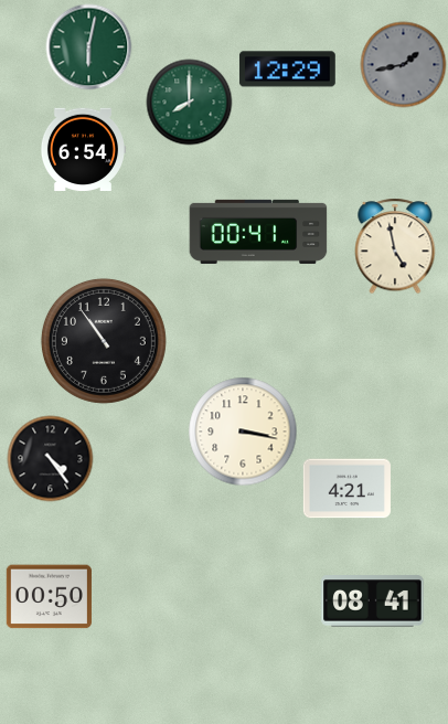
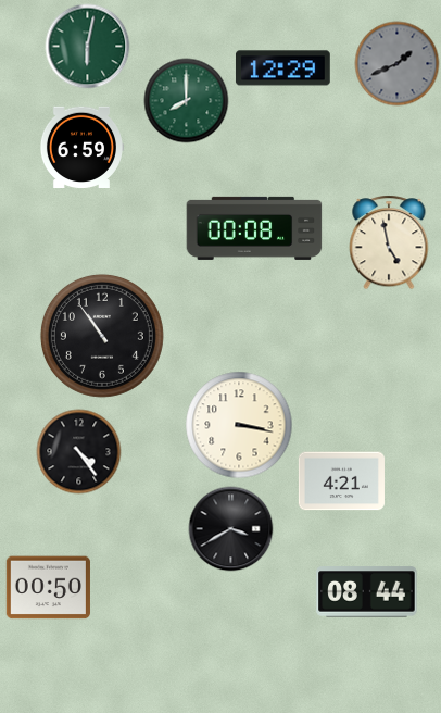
clock at (403, 64): 1:43 -> 1:41
clock at (83, 149): 6:54 -> 6:59
clock at (258, 232): 00:41 -> 00:08
clock at (50, 458) position: (50, 458) -> (78, 451)
clock at (230, 528): none -> 3:40
clock at (373, 601): 08:41 -> 08:44
